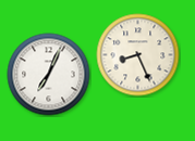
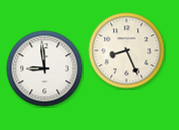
clock at (49, 75): 7:04 -> 8:59
